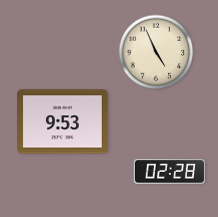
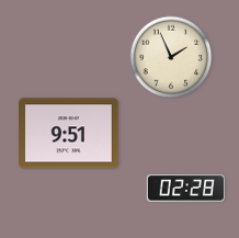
clock at (156, 52): 4:56 -> 1:56
clock at (63, 122): 9:53 -> 9:51
